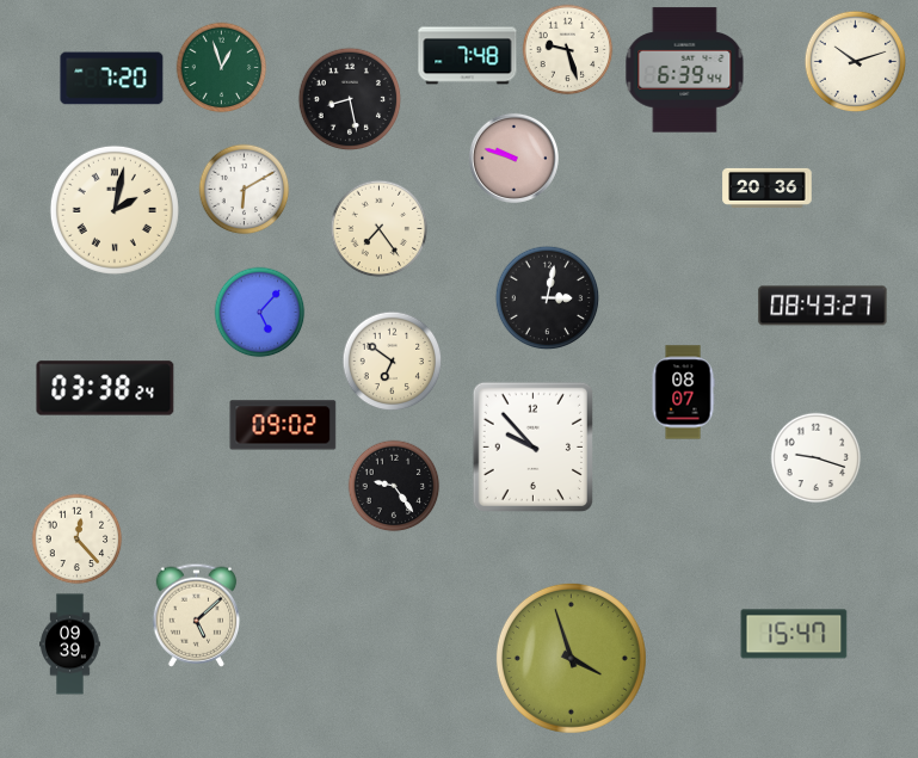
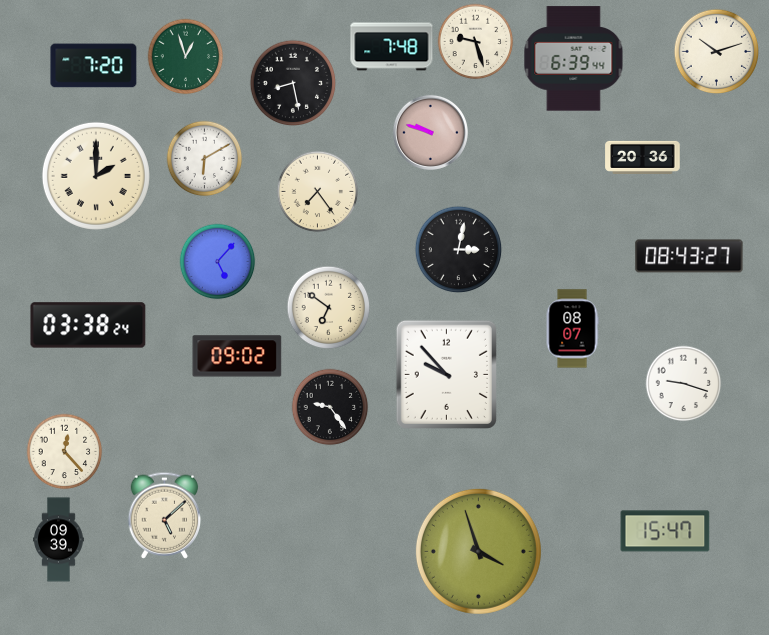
clock at (115, 210): 2:02 -> 2:00
clock at (393, 362) position: (393, 362) -> (329, 308)
